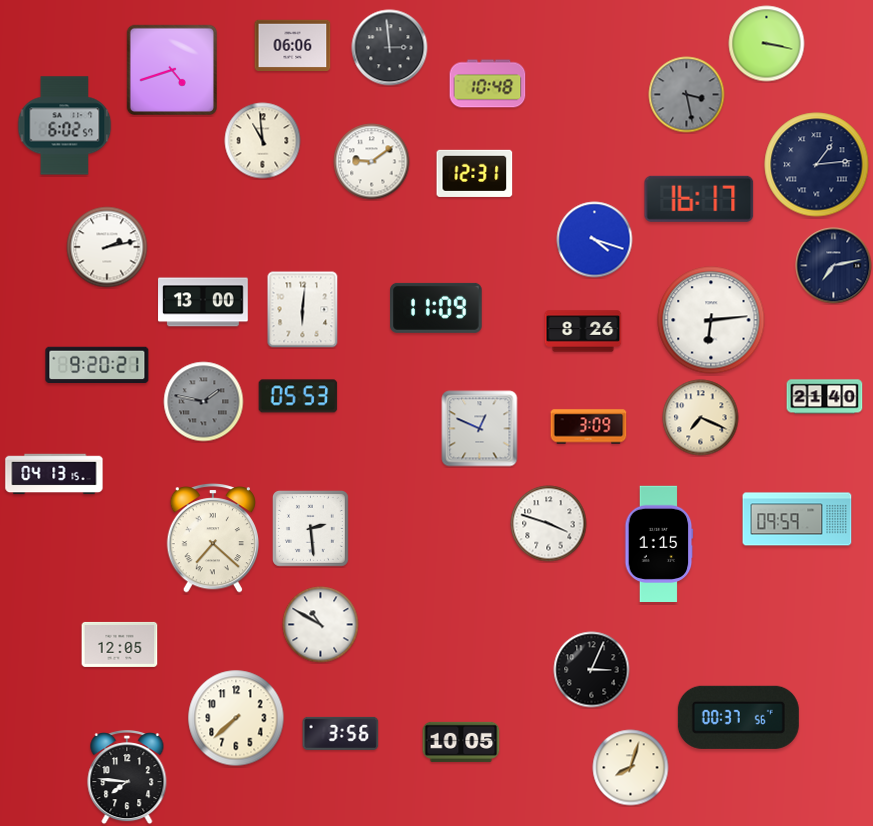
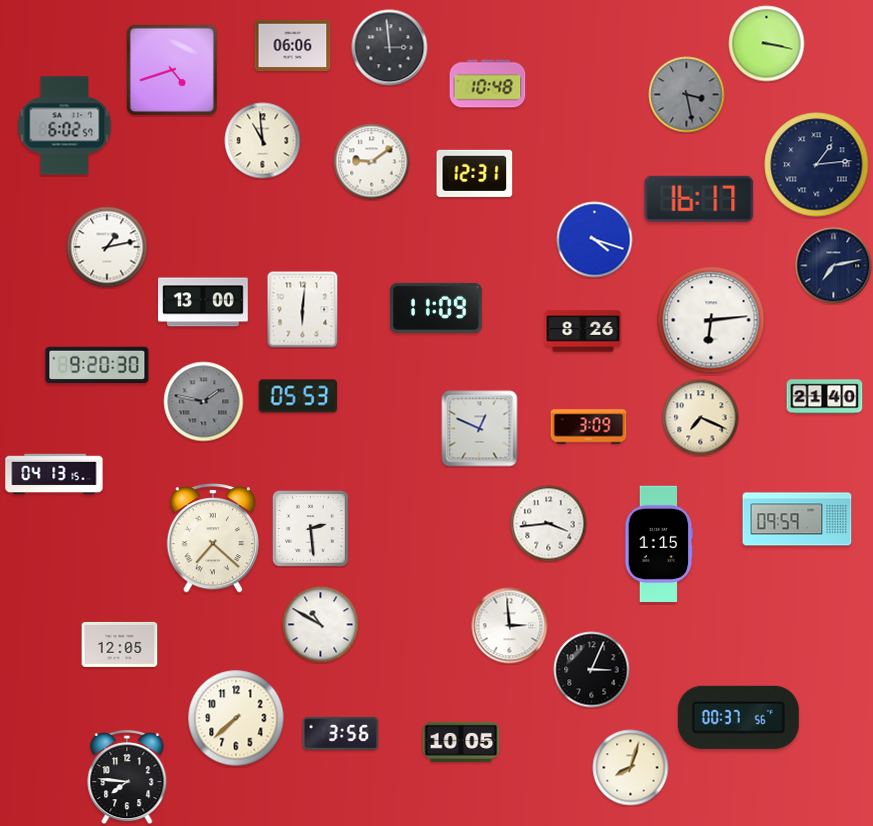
clock at (107, 247): 2:13 -> 1:13
clock at (97, 365): 9:20:21 -> 9:20:30
clock at (549, 524): 3:48 -> 3:44
clock at (510, 626): none -> 2:59
